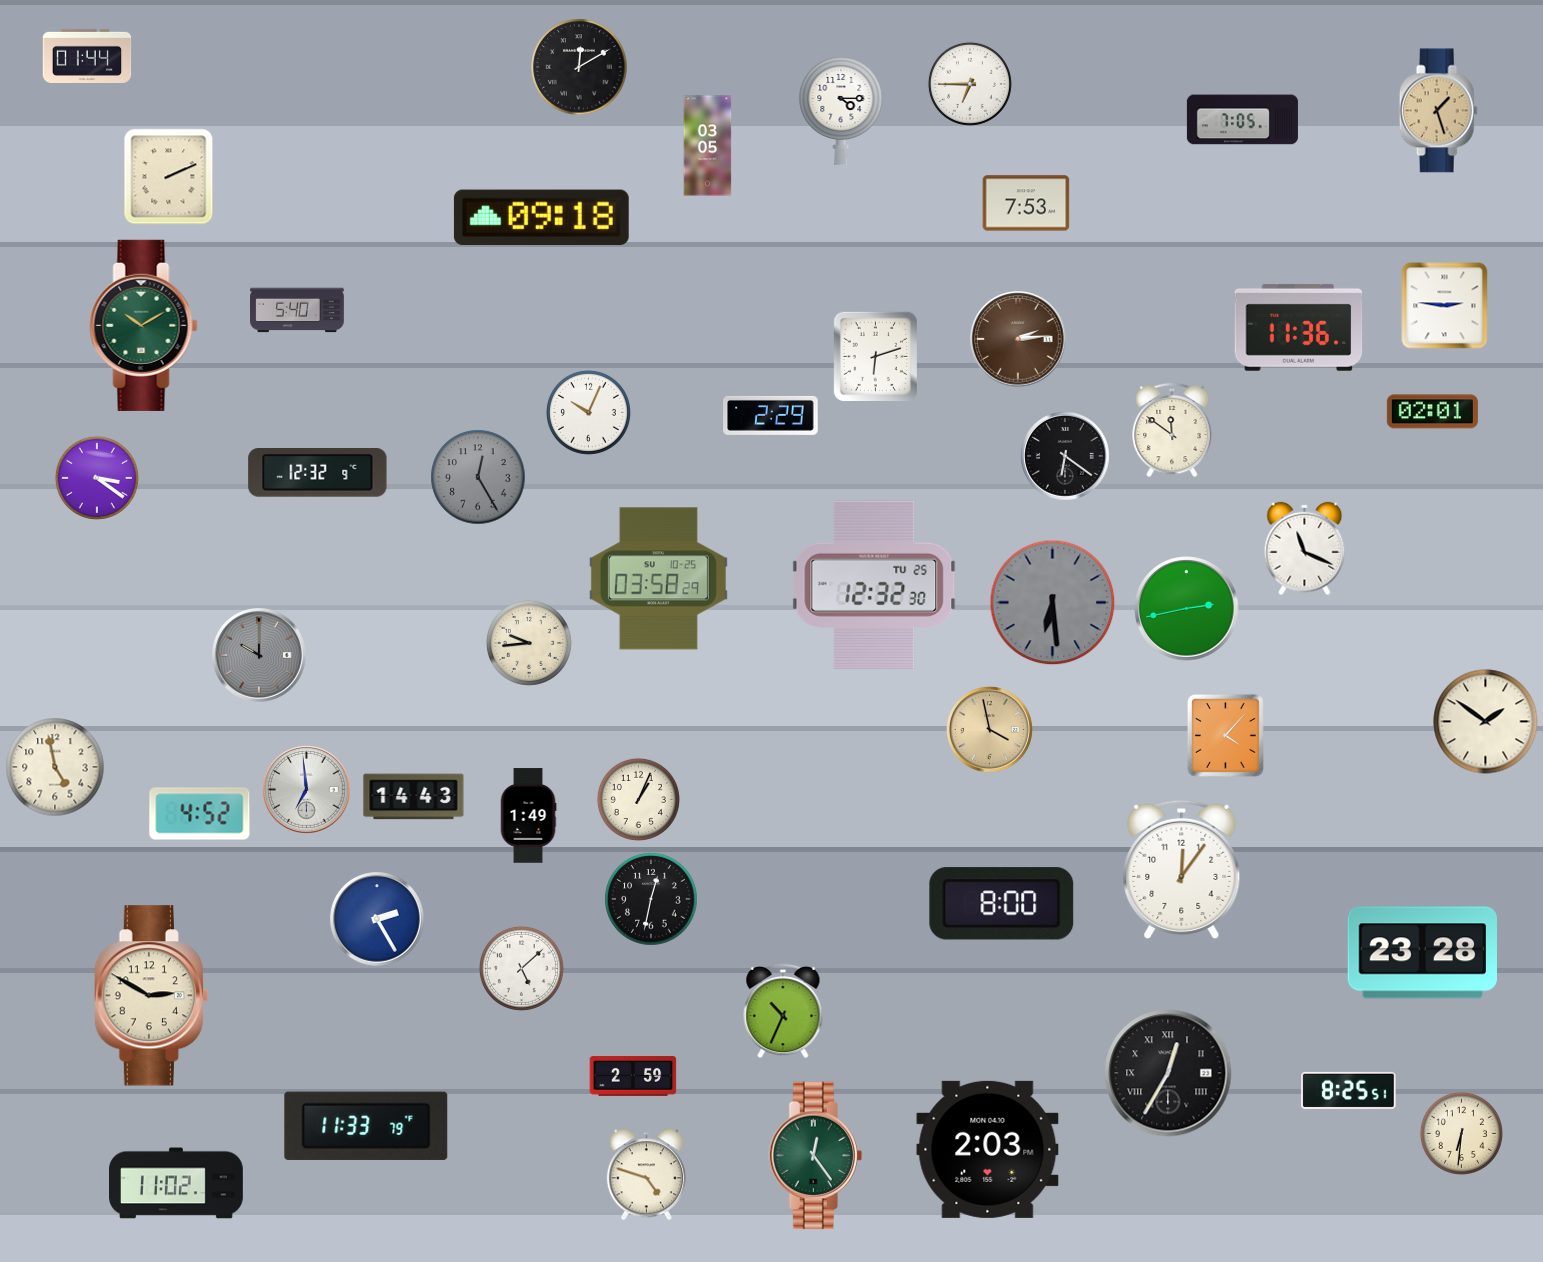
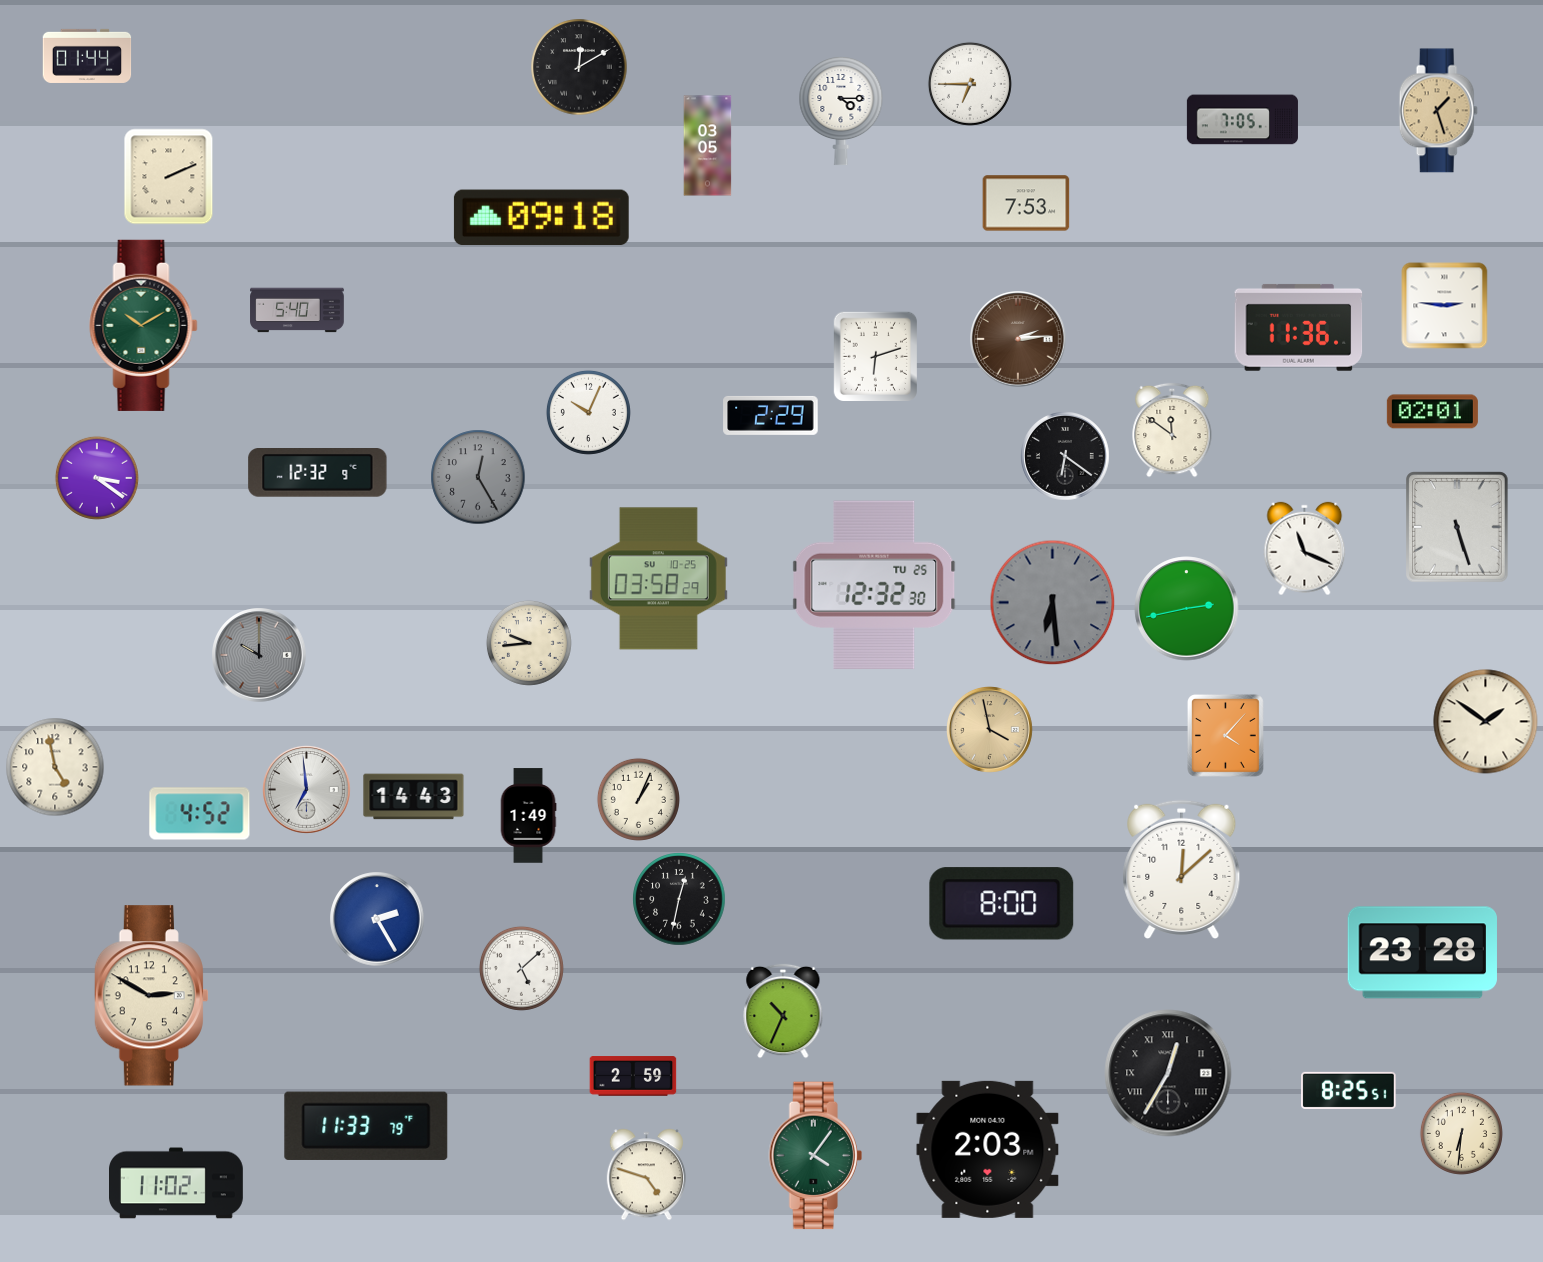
clock at (1458, 527): none -> 5:27
clock at (1182, 869): 12:06 -> 12:08
clock at (651, 899) position: (651, 899) -> (679, 899)
clock at (815, 1156): 12:24 -> 4:06
